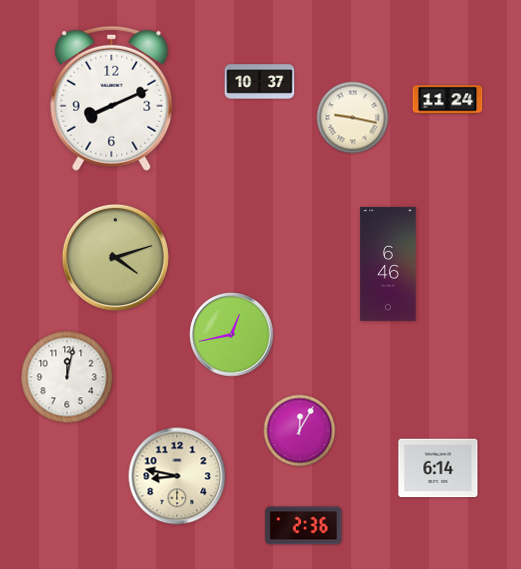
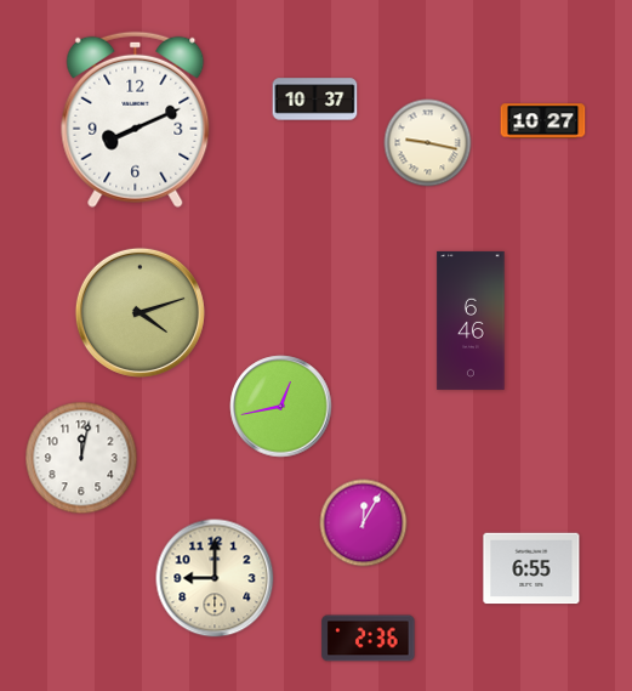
clock at (448, 100): 11:24 -> 10:27
clock at (438, 468): 6:14 -> 6:55
clock at (177, 476): 8:47 -> 9:00
